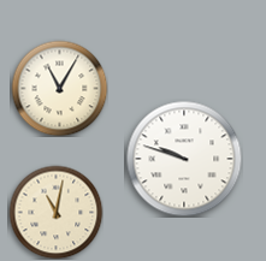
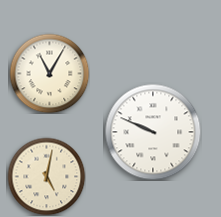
clock at (184, 159): 9:48 -> 9:49
clock at (55, 212): 11:02 -> 5:02
